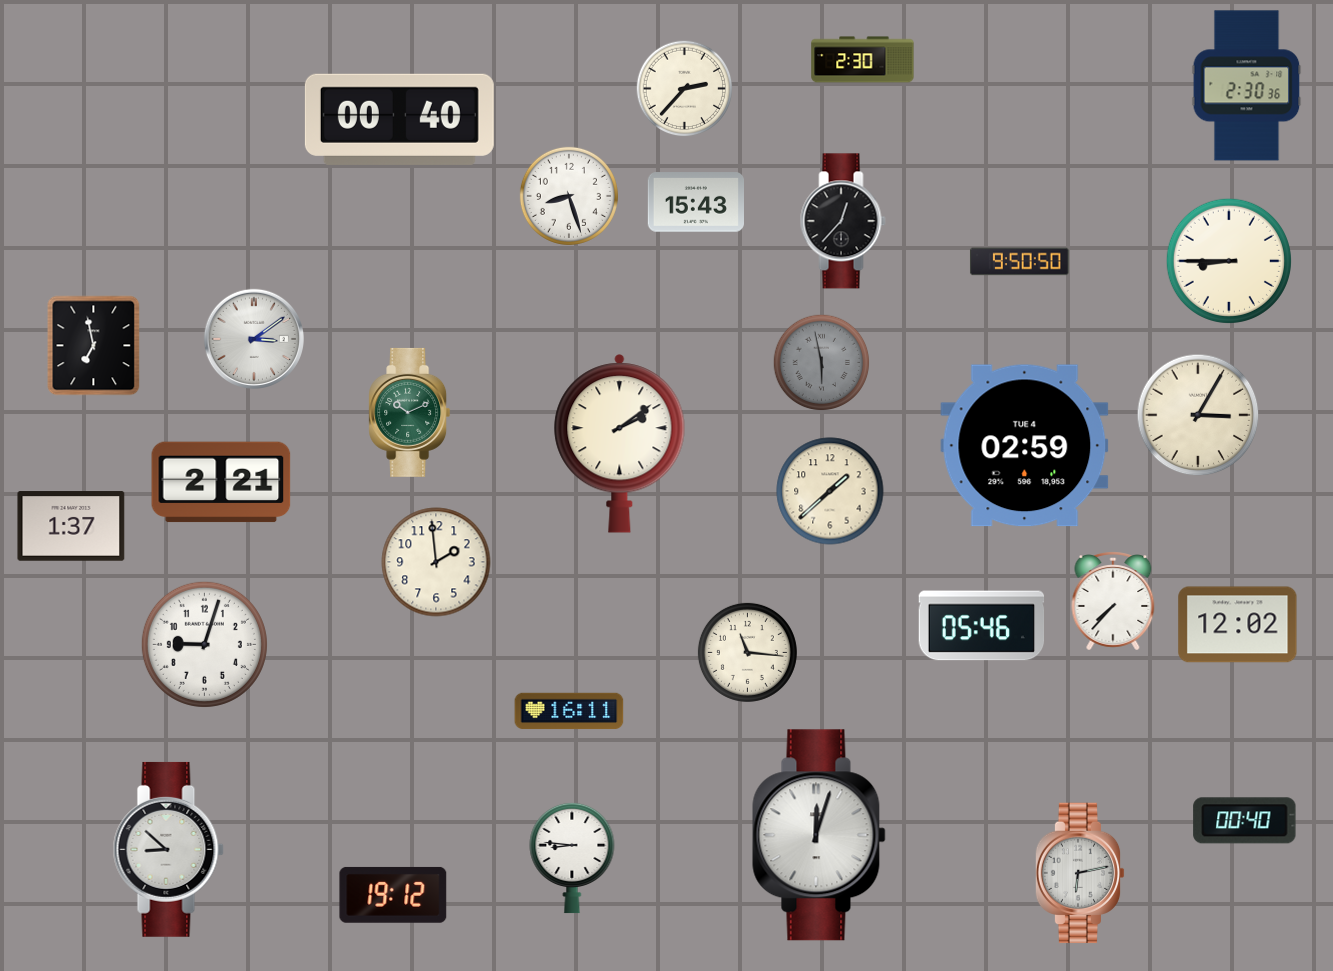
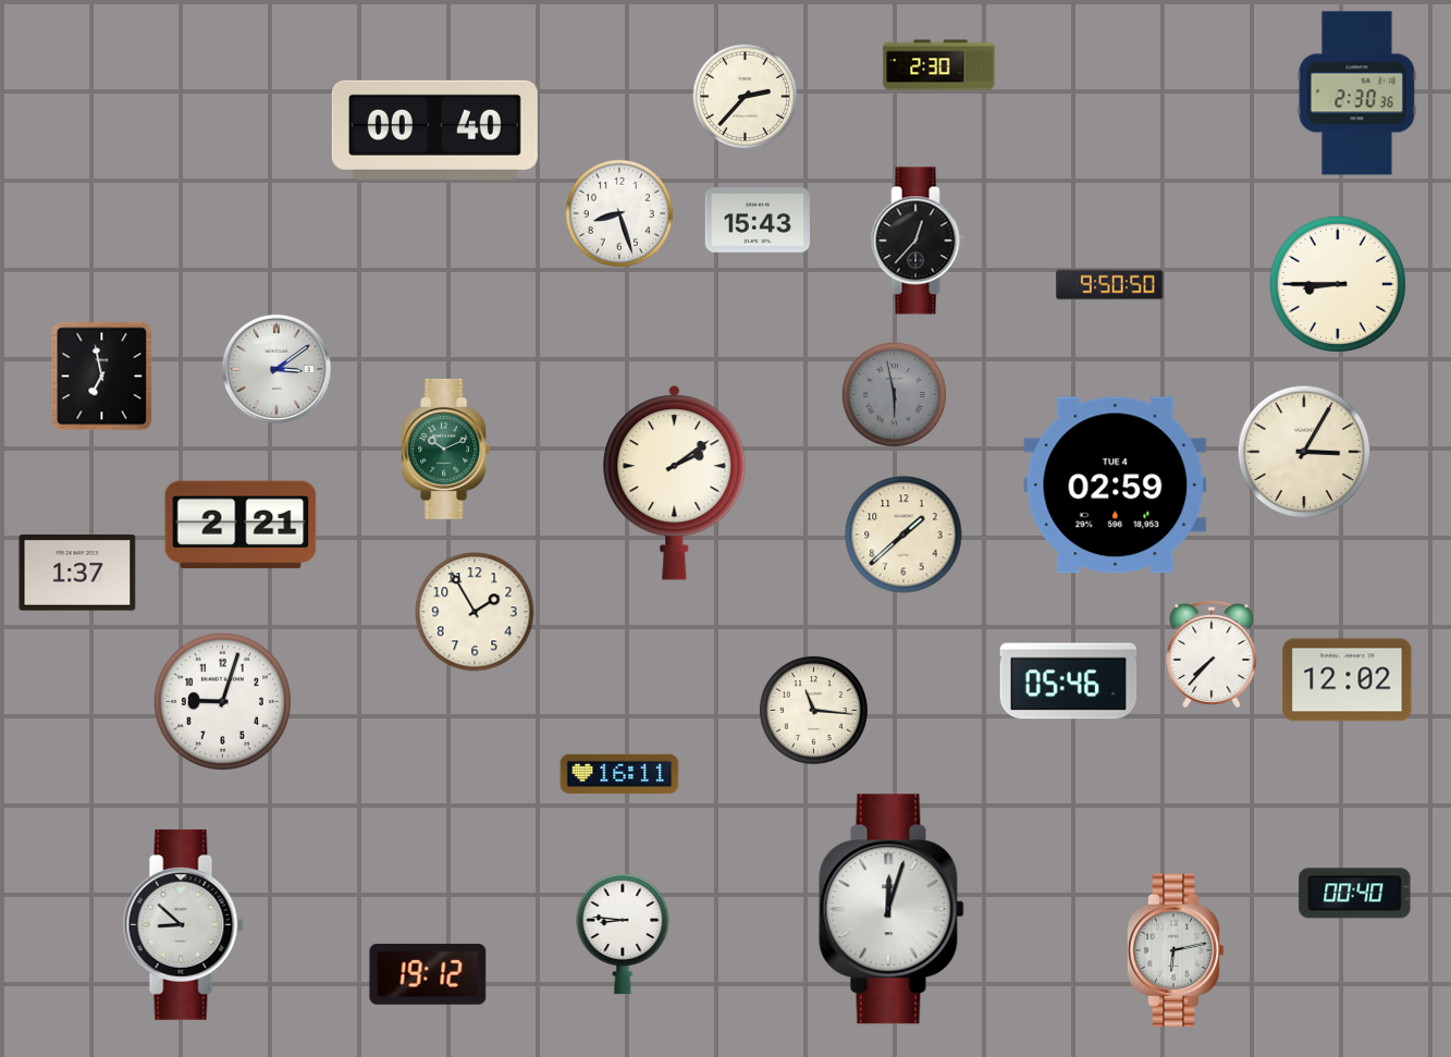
clock at (436, 562): 1:59 -> 1:55
